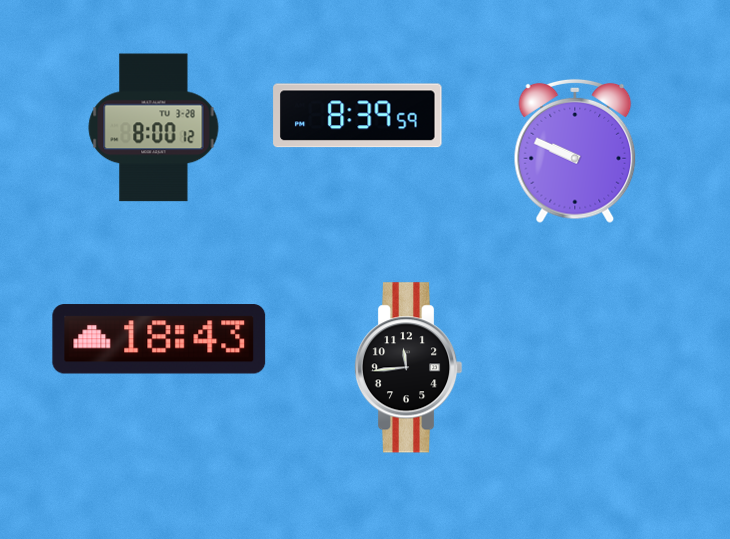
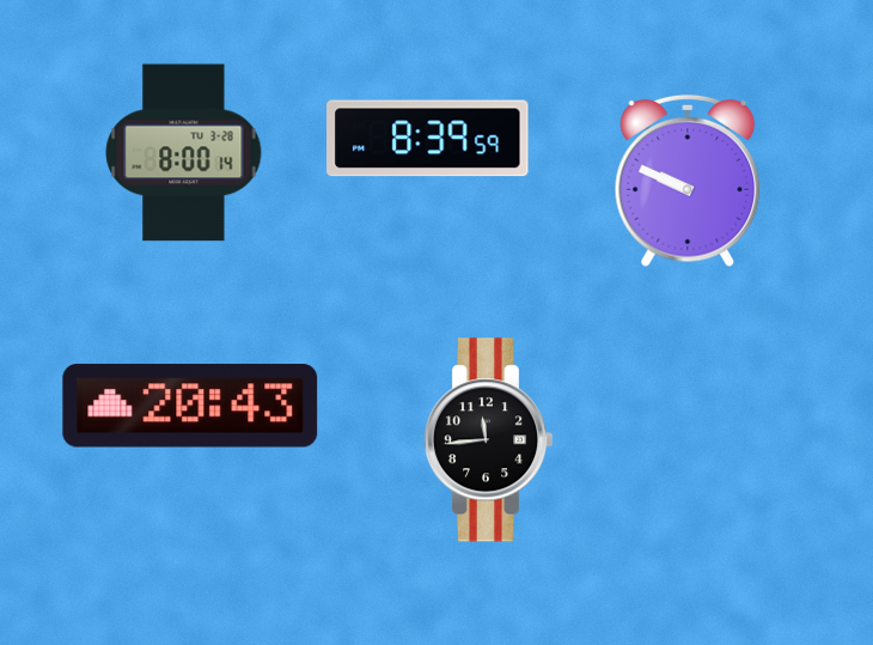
clock at (154, 128): 8:00:12 -> 8:00:14
clock at (159, 339): 18:43 -> 20:43
